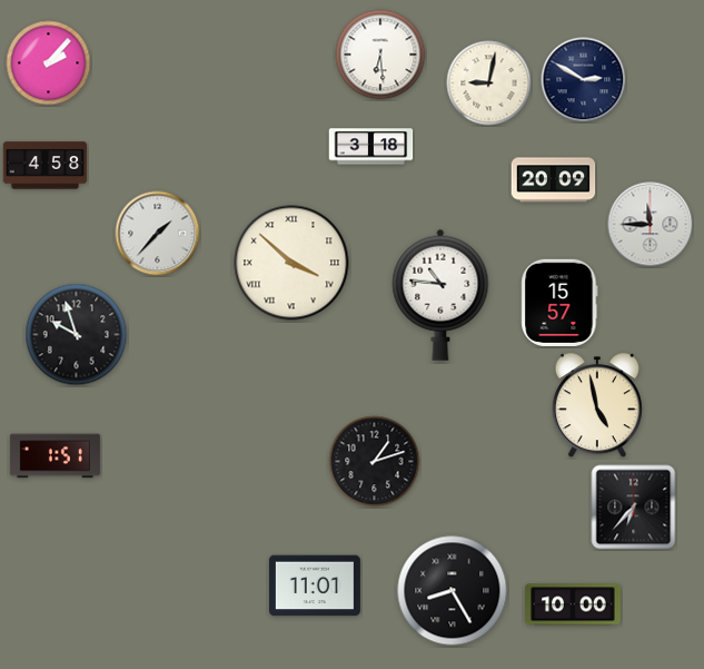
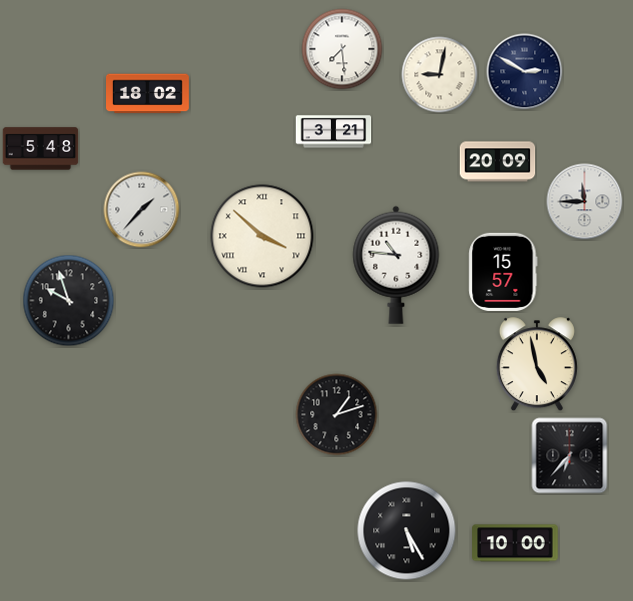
clock at (380, 55): 6:29 -> 7:29
clock at (49, 63): 2:07 -> none
clock at (148, 94): none -> 18:02
clock at (371, 147): 3:18 -> 3:21
clock at (46, 166): 4:58 -> 5:48
clock at (54, 456): 1:51 -> none
clock at (315, 586): 11:01 -> none
clock at (453, 591): 8:25 -> 5:25
